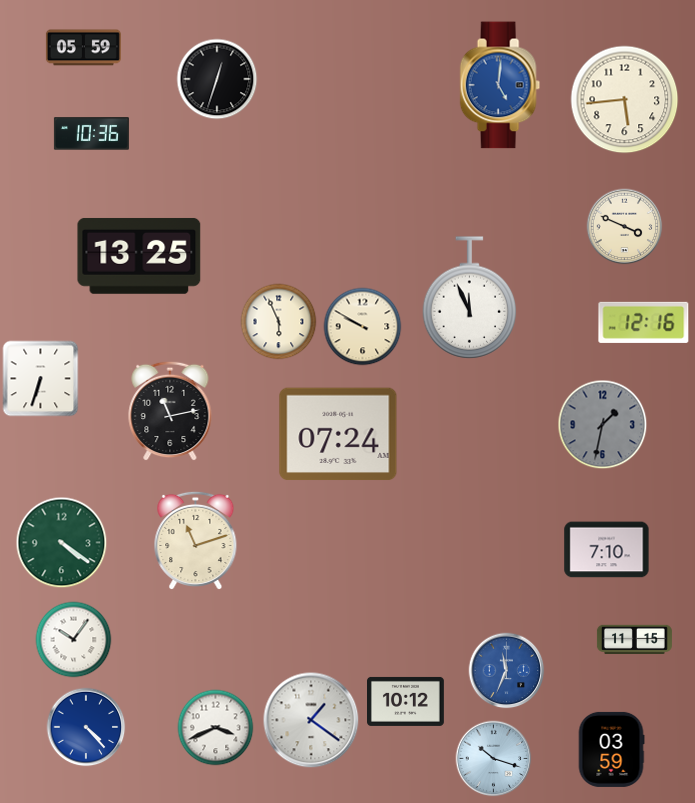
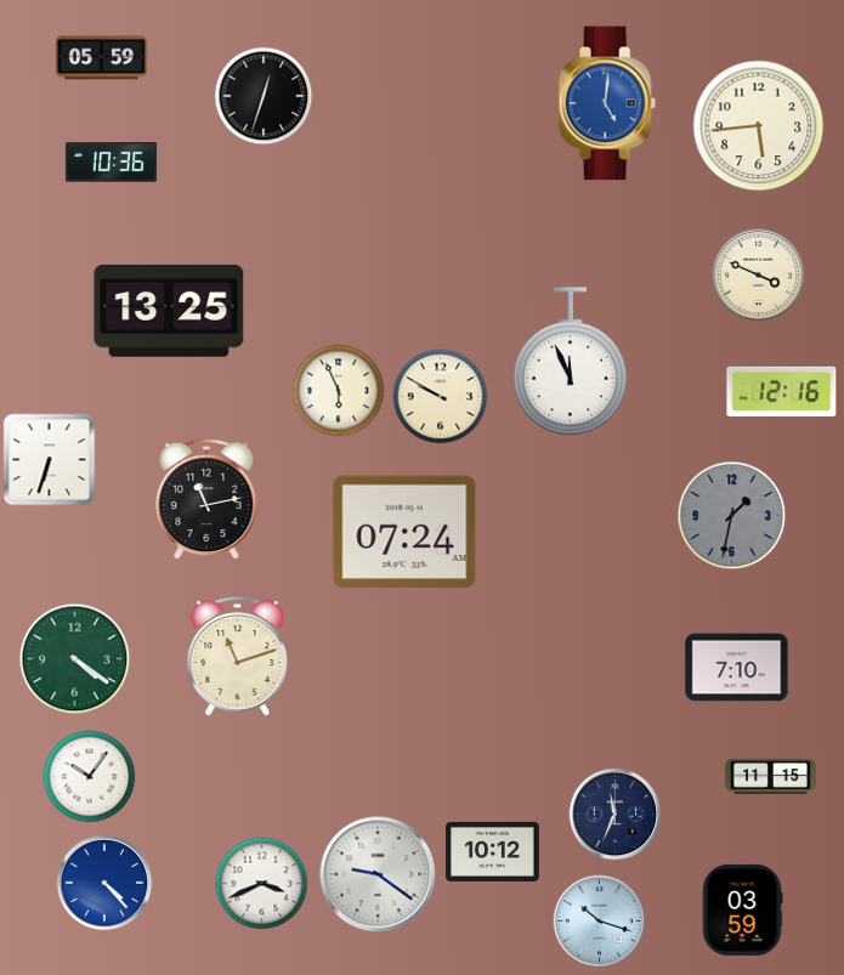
clock at (625, 100) position: (625, 100) -> (759, 126)
clock at (338, 434) position: (338, 434) -> (404, 532)
clock at (507, 671) dial: blue -> navy
clock at (311, 720): 1:21 -> 9:21
